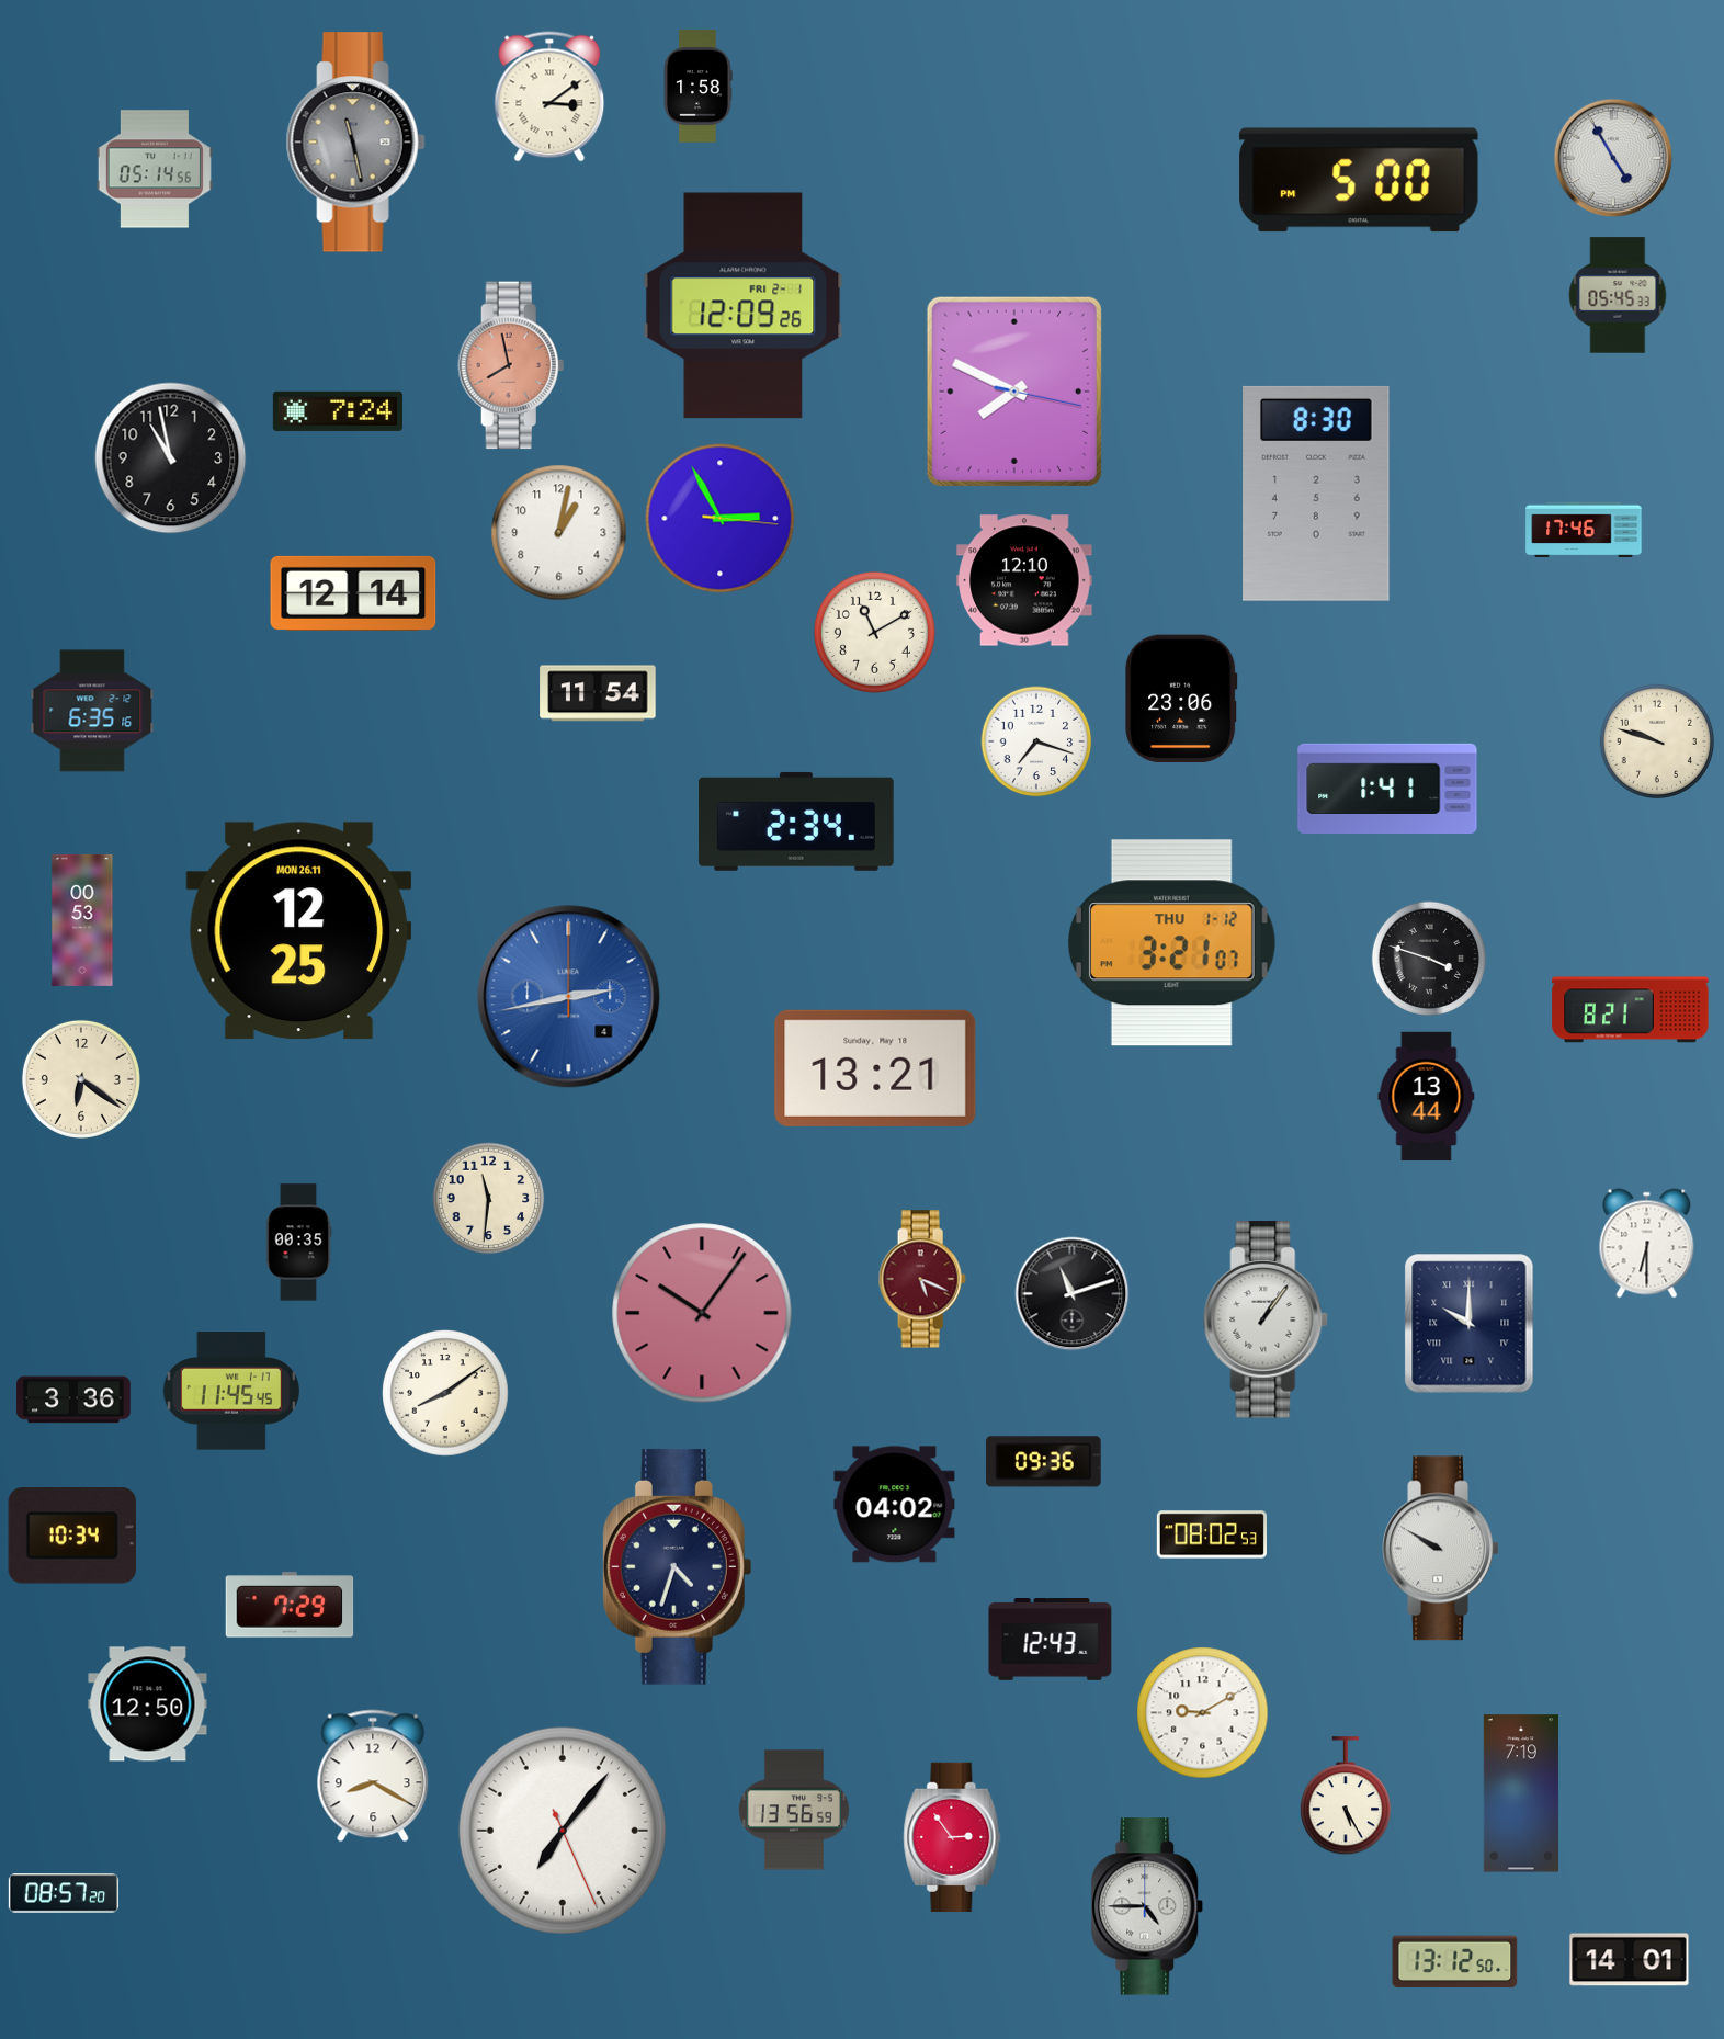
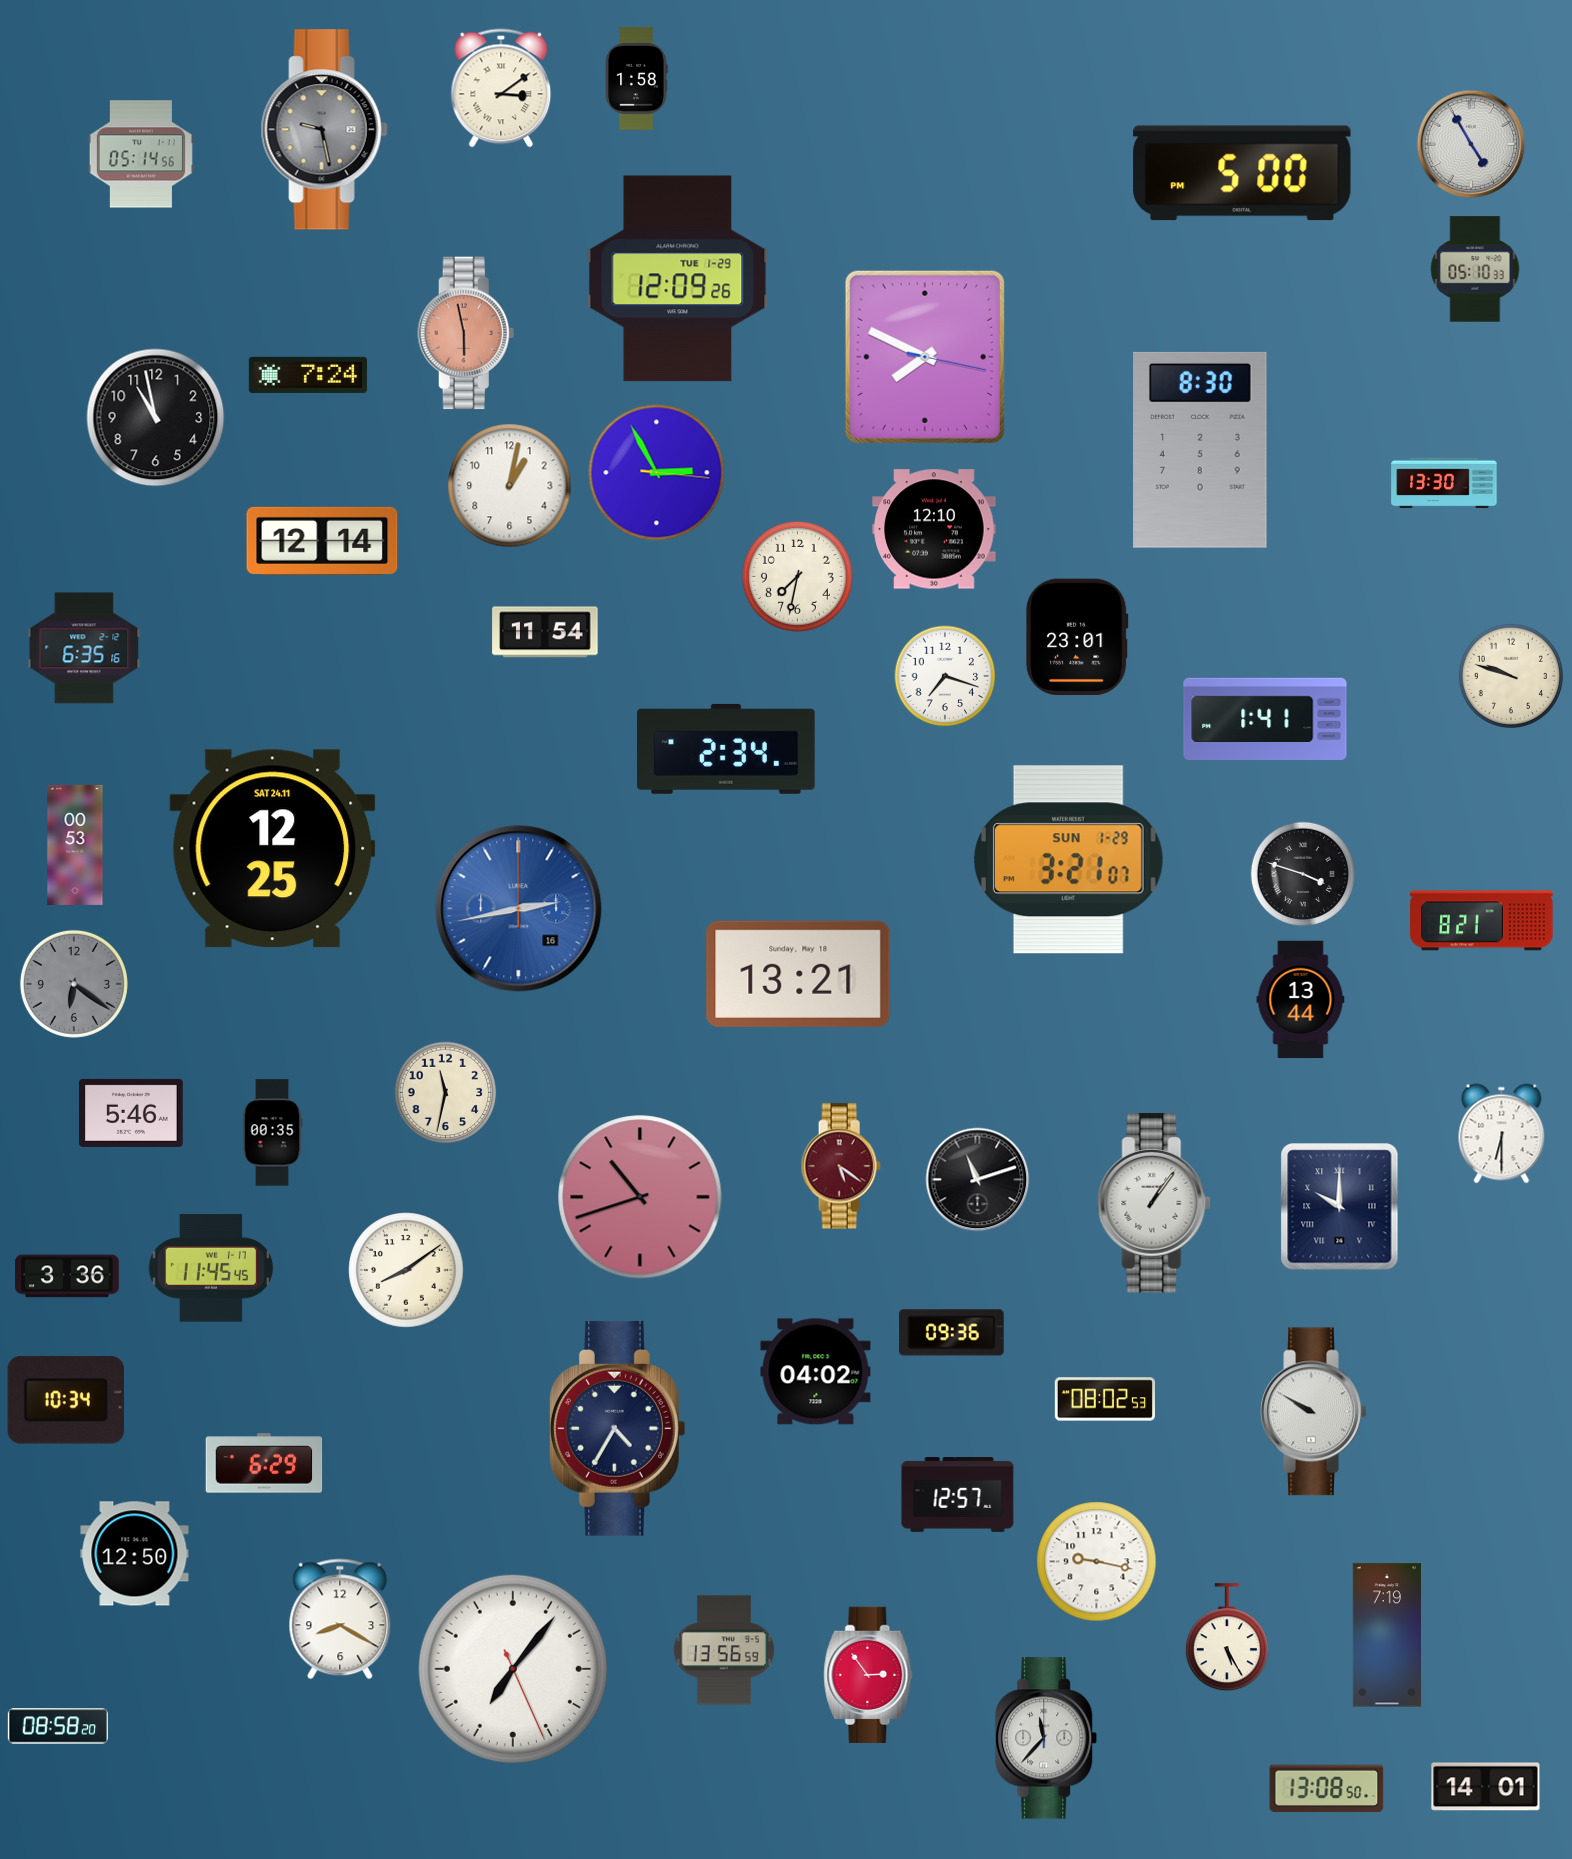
clock at (355, 143): 11:28 -> 9:28
clock at (1359, 180) position: (1359, 180) -> (1242, 173)
clock at (1618, 295): 05:45 -> 05:10
clock at (744, 306) date: FRI 2-1 -> TUE 1-29
clock at (511, 365): 7:58 -> 5:58
clock at (1584, 530): 17:46 -> 13:30
clock at (874, 632): 11:10 -> 7:32
clock at (1181, 699): 23:06 -> 23:01
clock at (82, 920) position: (82, 920) -> (75, 845)
clock at (299, 931) date: MON 26.11 -> SAT 24.11
clock at (1171, 943) date: THU 1-12 -> SUN 1-29
clock at (569, 997) date: 4 -> 16
clock at (1631, 1010) position: (1631, 1010) -> (1482, 921)
clock at (81, 1079) dial: cream -> grey
clock at (489, 1199): 11:31 -> 11:32
clock at (132, 1113): none -> 5:46
clock at (922, 1279): 5:19 -> 5:21
clock at (702, 1313): 10:06 -> 10:42
clock at (677, 1566): 4:33 -> 4:35
clock at (290, 1605): 7:29 -> 6:29
clock at (1051, 1640): 12:43 -> 12:57
clock at (1203, 1713): 9:10 -> 9:17
clock at (64, 1893): 08:57 -> 08:58
clock at (1148, 1906): 4:45 -> 11:37
clock at (1455, 1962): 13:12 -> 13:08
